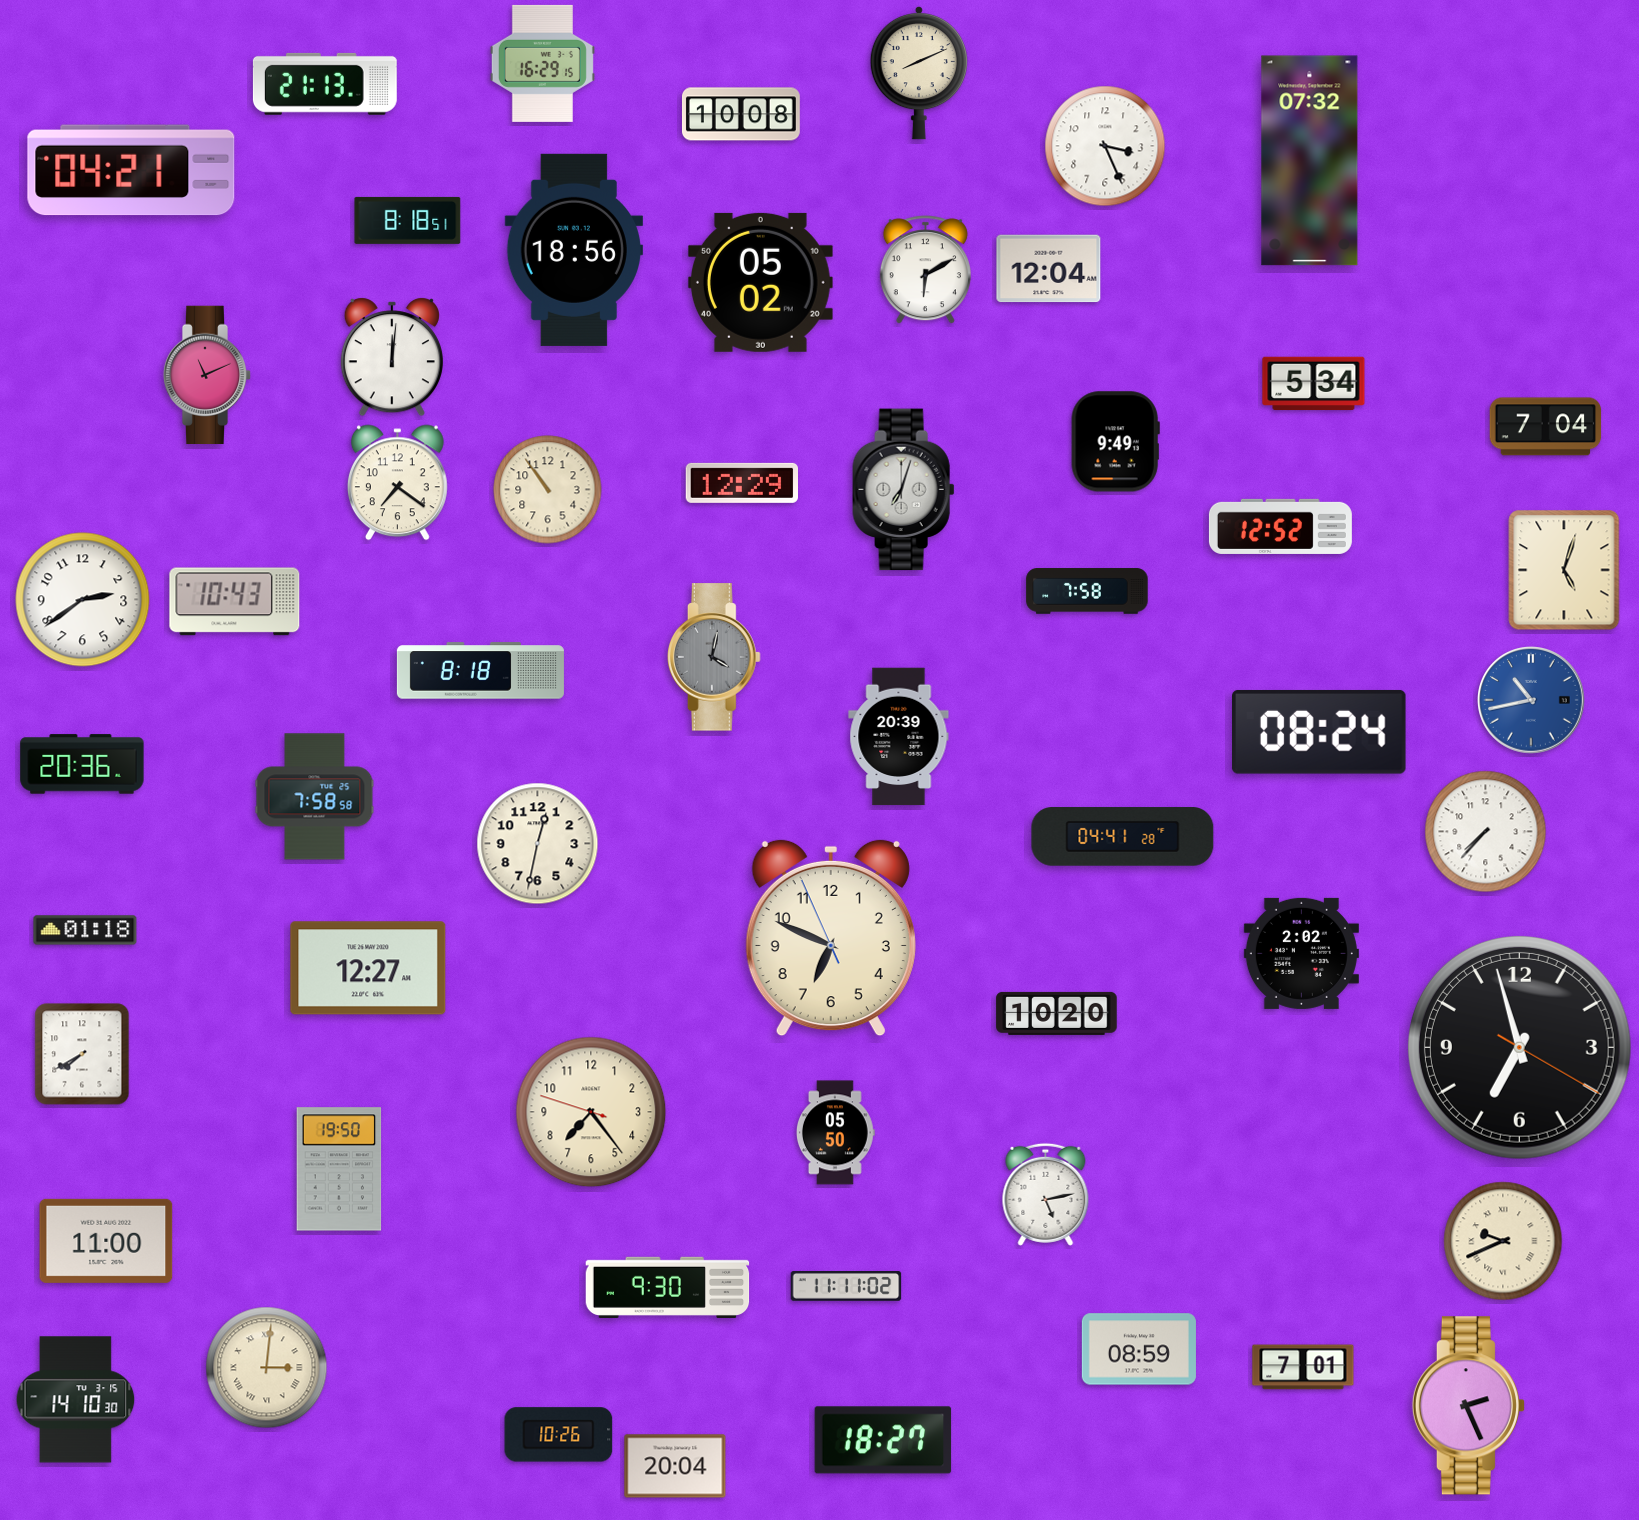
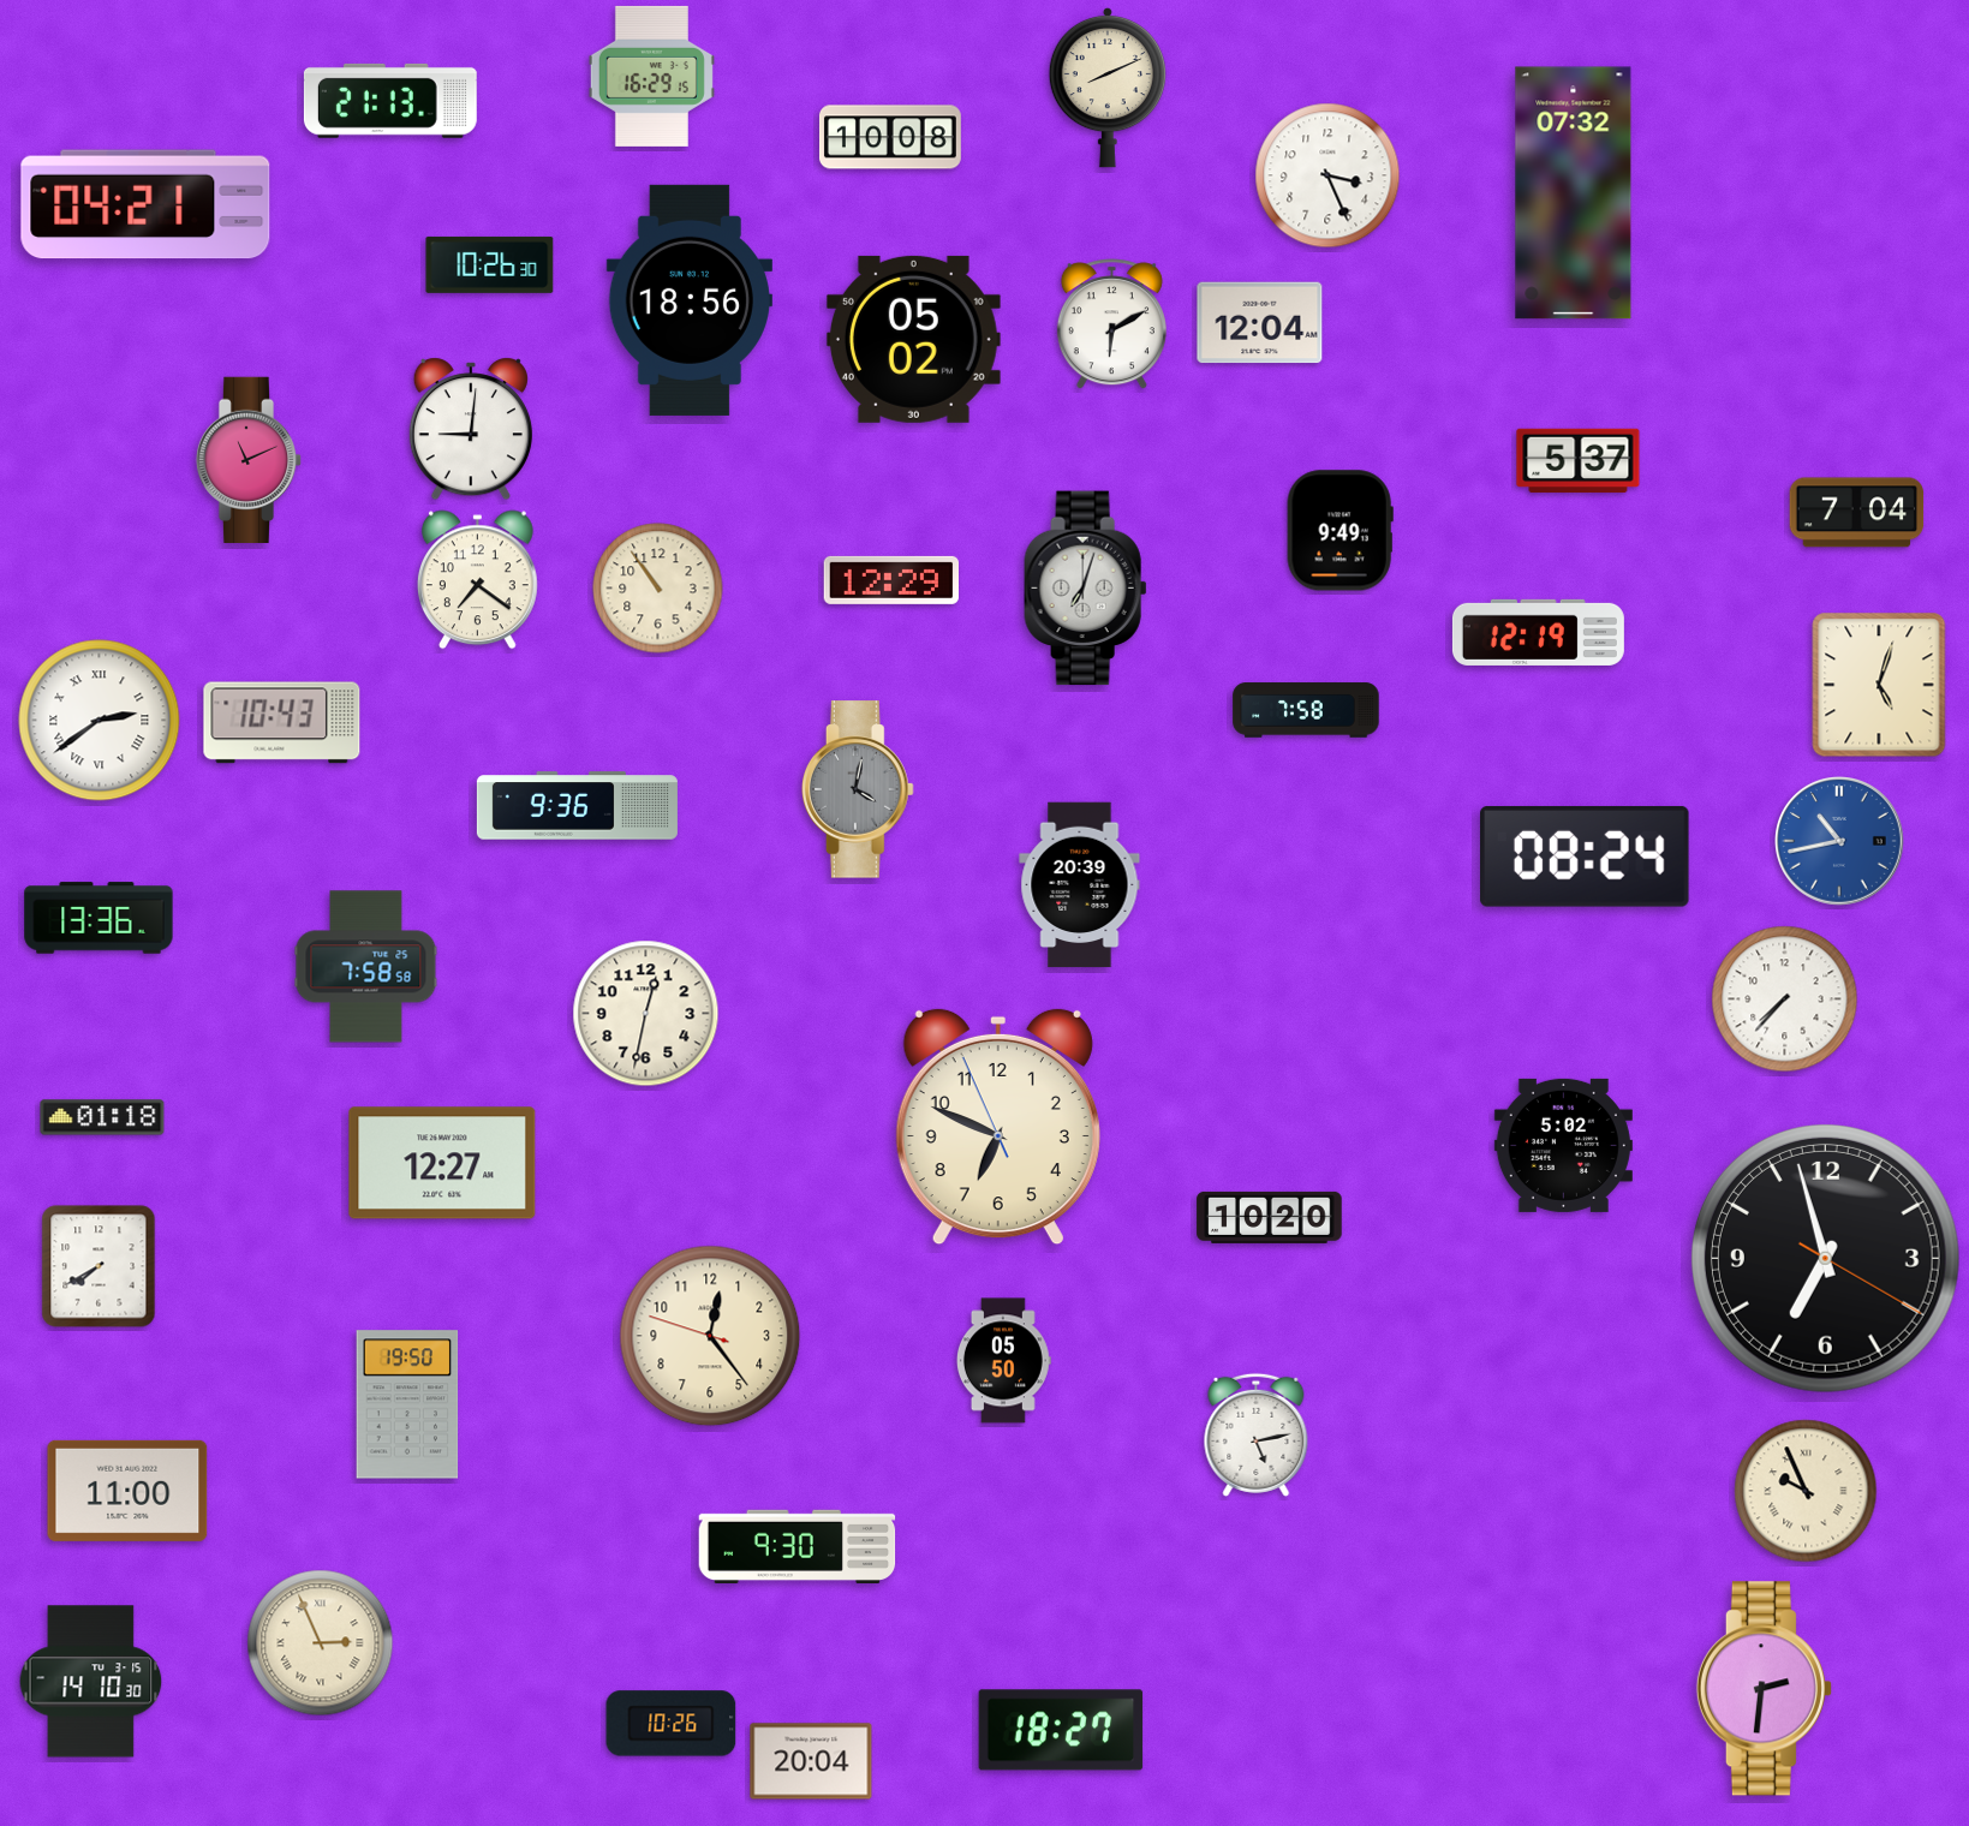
clock at (919, 73) position: (919, 73) -> (1108, 88)
clock at (131, 170) position: (131, 170) -> (145, 204)
clock at (408, 220): 8:18 -> 10:26
clock at (392, 357): 12:01 -> 9:01
clock at (207, 374) position: (207, 374) -> (249, 459)
clock at (1314, 384): 5:34 -> 5:37
clock at (1280, 526): 12:52 -> 12:19
clock at (83, 600) numerals: Arabic -> Roman
clock at (480, 671): 8:18 -> 9:36
clock at (1320, 732) position: (1320, 732) -> (1586, 857)
clock at (82, 764): 20:36 -> 13:36
clock at (315, 797) position: (315, 797) -> (366, 967)
clock at (1123, 837): 04:41 -> none
clock at (1301, 953): 2:02 -> 5:02
clock at (591, 1112): 7:23 -> 12:23
clock at (1503, 1241): 9:41 -> 9:56
clock at (668, 1287) position: (668, 1287) -> (798, 1546)
clock at (846, 1287): 11:11 -> none
clock at (1139, 1349): 08:59 -> none
clock at (1303, 1367): 7:01 -> none
clock at (267, 1368): 3:01 -> 2:56
clock at (1468, 1406): 2:26 -> 2:31
